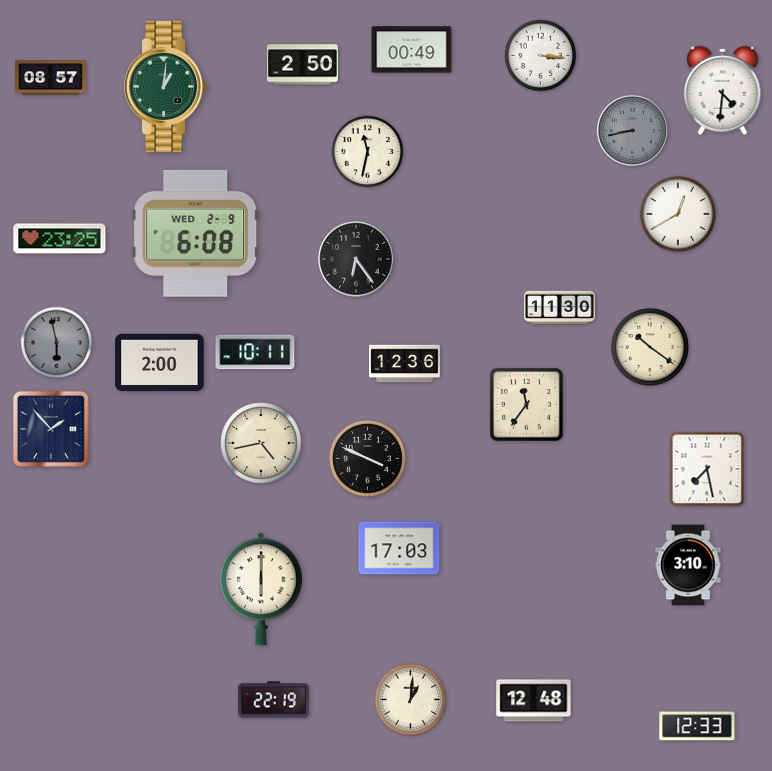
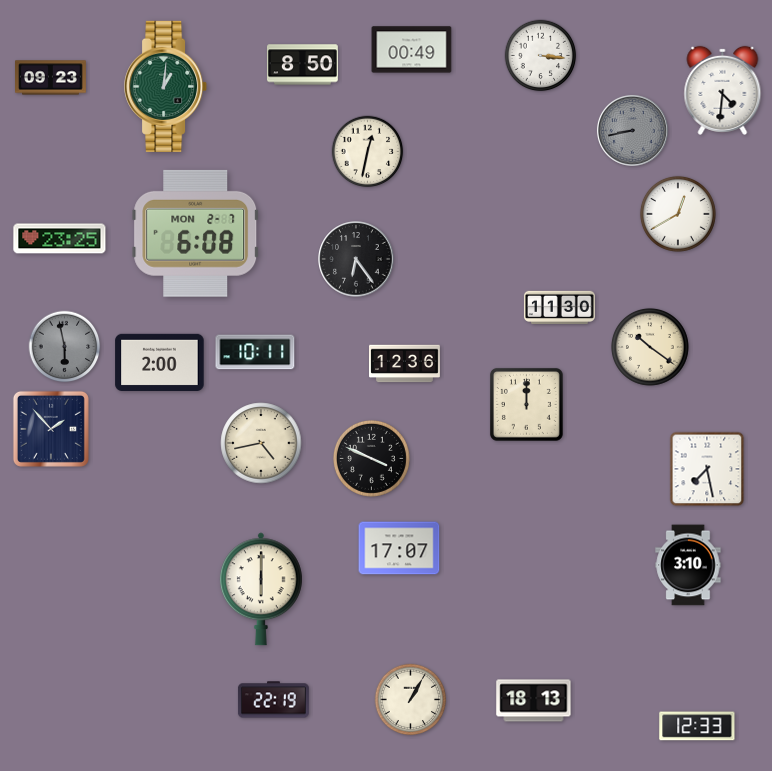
clock at (302, 65): 2:50 -> 8:50
clock at (51, 78): 08:57 -> 09:23
clock at (368, 152): 11:32 -> 12:32
clock at (196, 233) date: WED 2-9 -> MON 2-7
clock at (57, 343) position: (57, 343) -> (65, 347)
clock at (526, 404): 11:36 -> 12:00
clock at (367, 458) position: (367, 458) -> (371, 458)
clock at (399, 548): 17:03 -> 17:07
clock at (411, 700): 1:01 -> 1:05
clock at (534, 701): 12:48 -> 18:13
